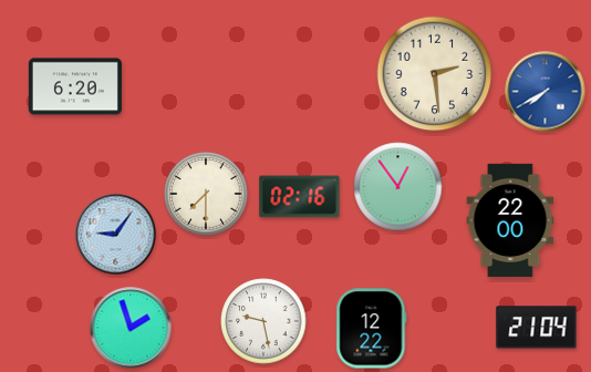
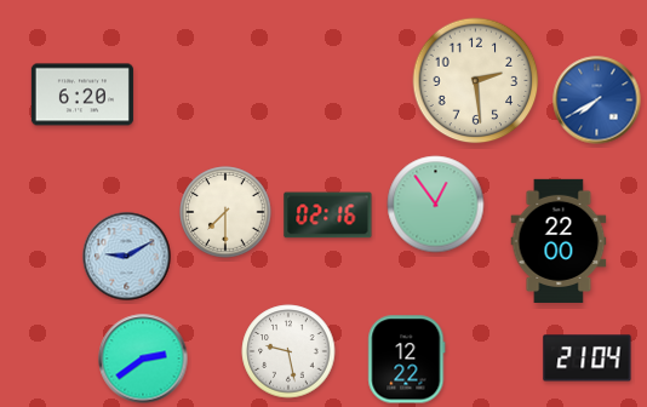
clock at (116, 235): 9:06 -> 9:10
clock at (131, 328): 1:57 -> 2:39
